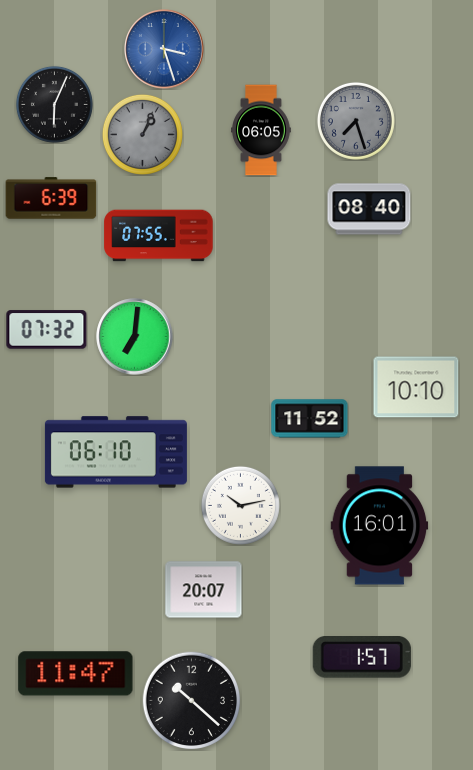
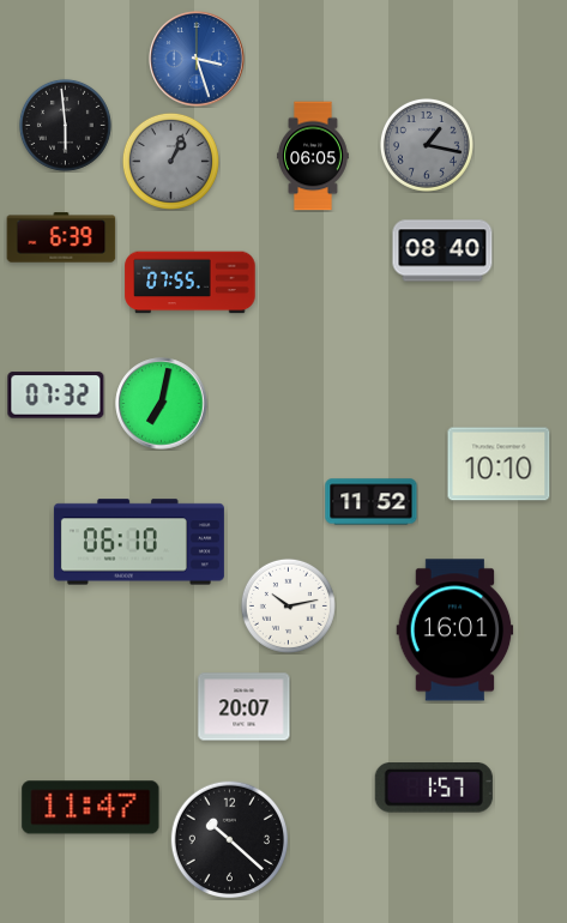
clock at (54, 104): 6:04 -> 5:59
clock at (356, 121): 7:27 -> 1:17
clock at (135, 337): 7:01 -> 7:02
